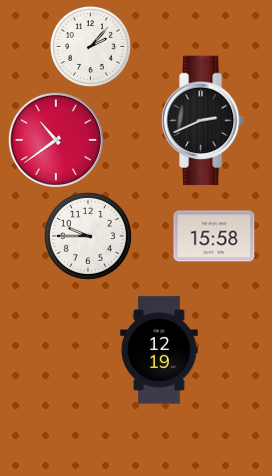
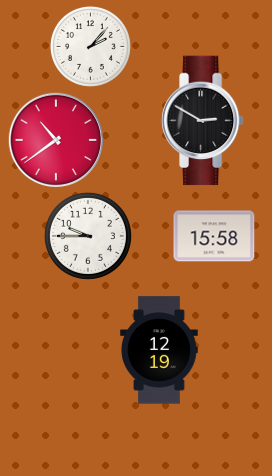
clock at (202, 121): 2:41 -> 2:50
